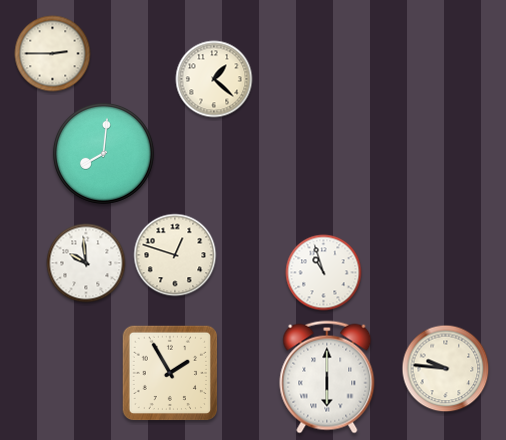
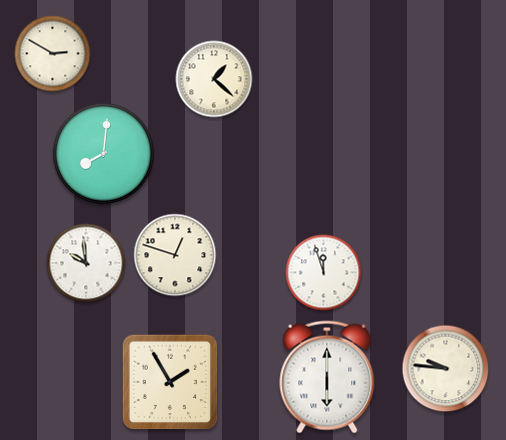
clock at (53, 54): 2:45 -> 2:50
clock at (324, 273): 10:57 -> 11:57
clock at (170, 373) position: (170, 373) -> (170, 382)
